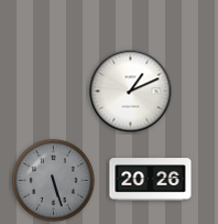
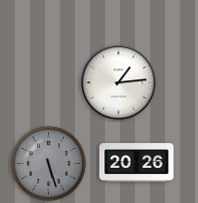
clock at (131, 92): 1:11 -> 1:14
